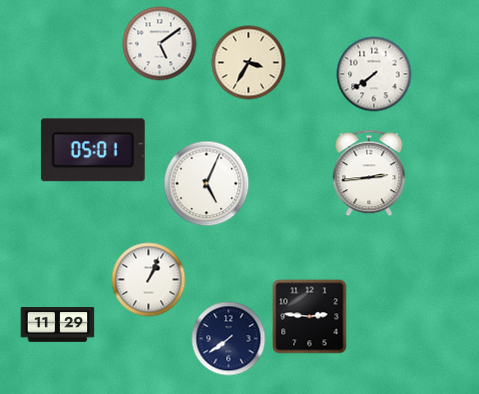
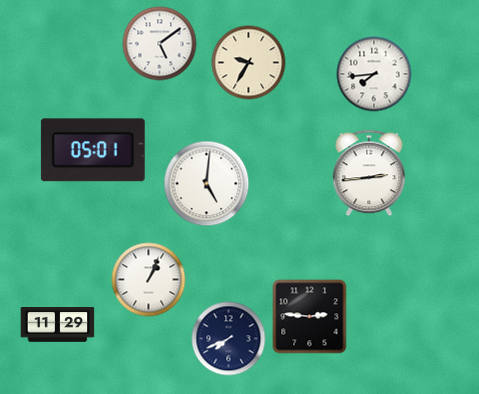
clock at (249, 63): 3:35 -> 9:35
clock at (374, 74): 7:39 -> 7:44
clock at (207, 184): 5:04 -> 5:01
clock at (229, 339): 7:39 -> 7:41
